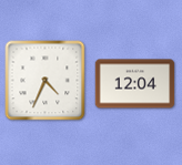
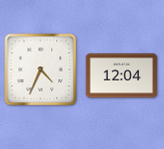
clock at (46, 81) position: (46, 81) -> (41, 70)
